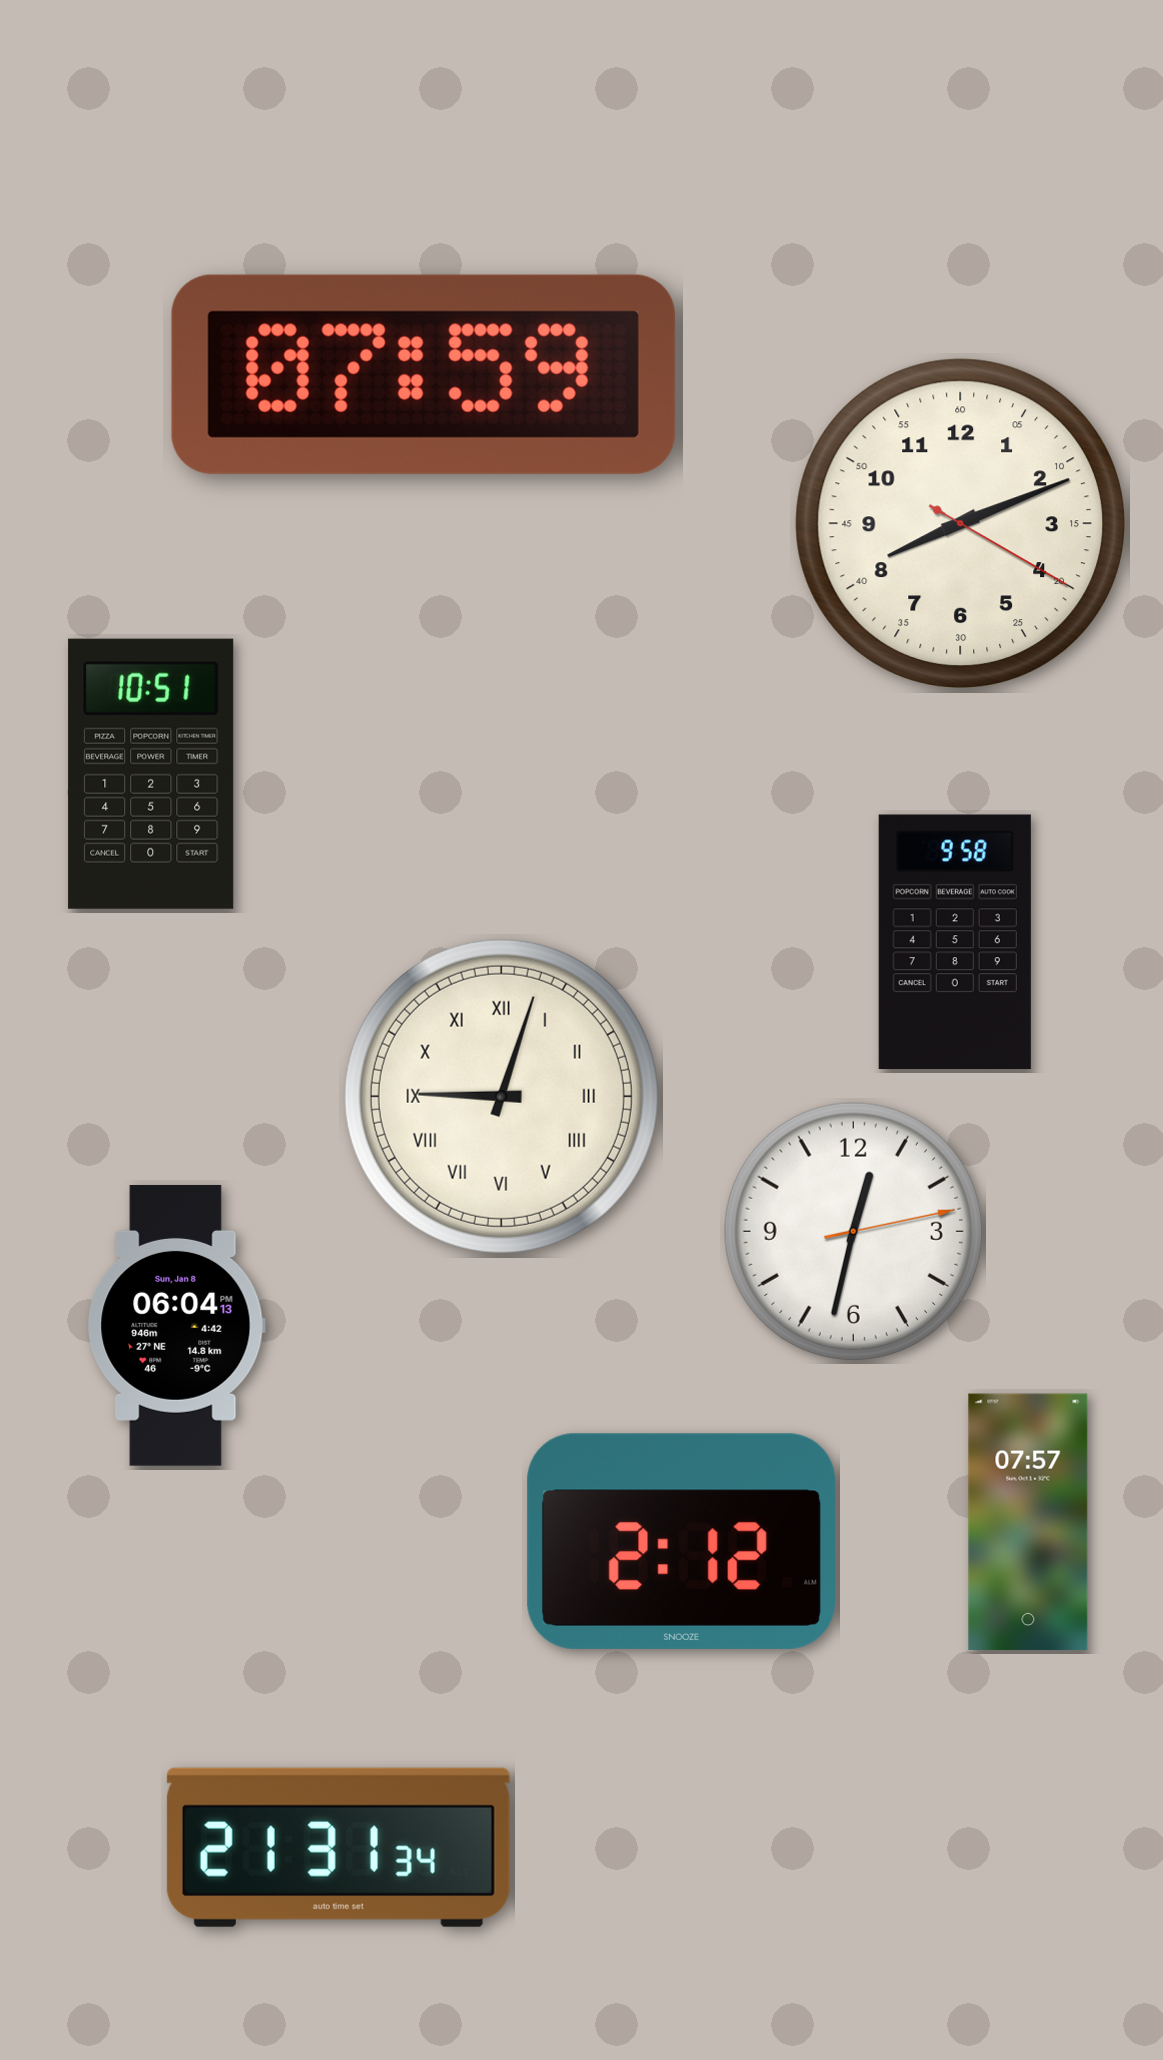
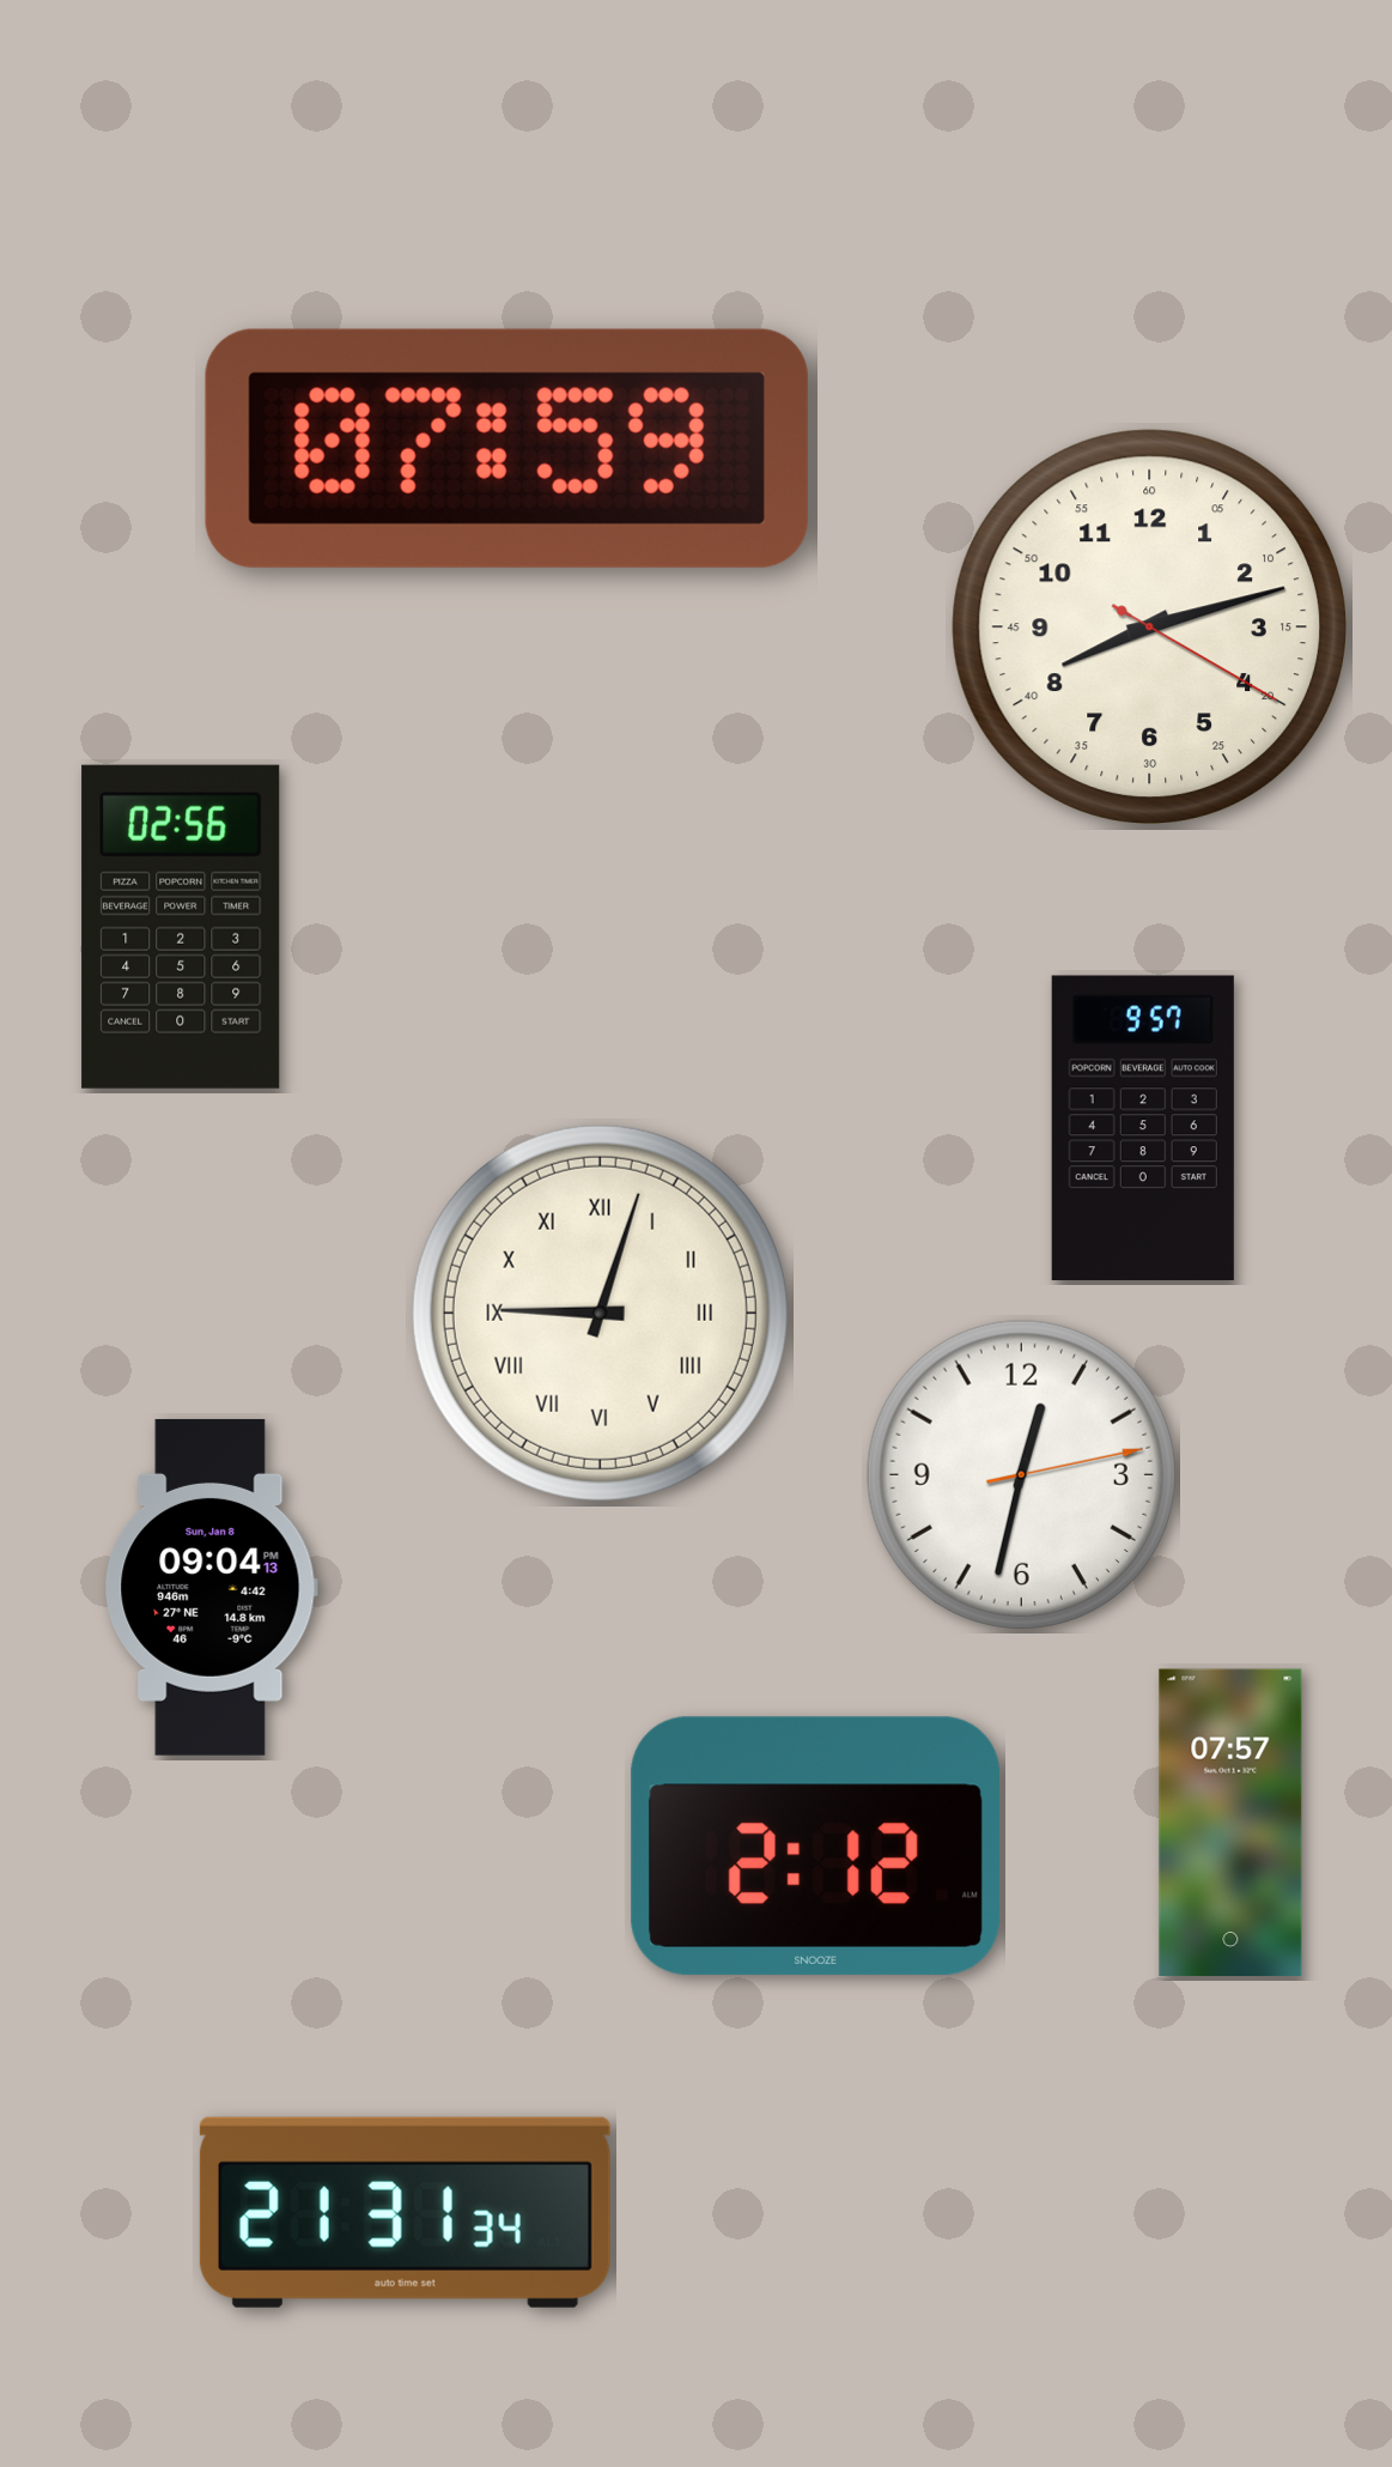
clock at (960, 523): 8:11 -> 8:12
clock at (151, 774): 10:51 -> 02:56
clock at (955, 942): 9:58 -> 9:57
clock at (176, 1325): 06:04 -> 09:04
